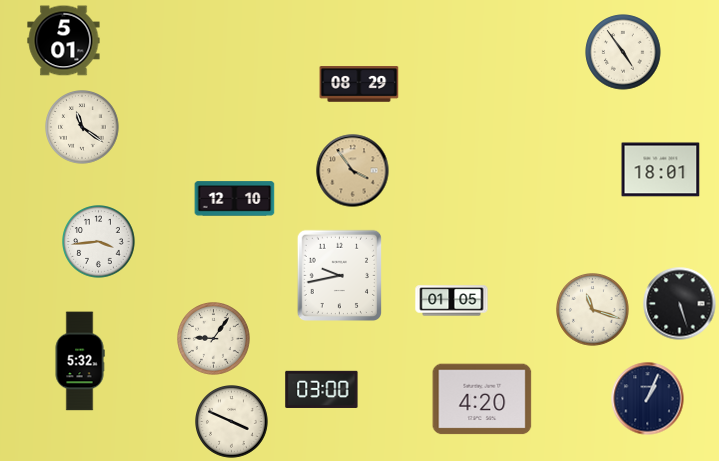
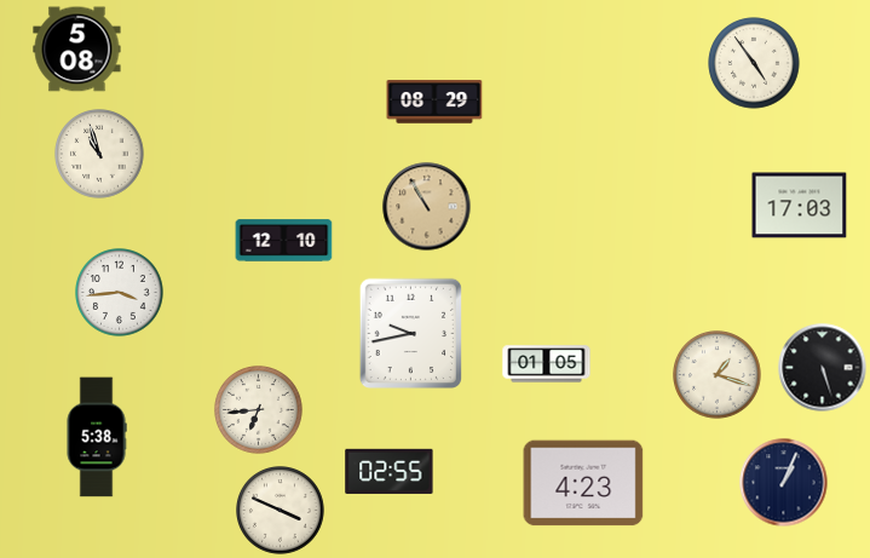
clock at (64, 41): 5:01 -> 5:08
clock at (82, 127): 11:21 -> 10:57
clock at (661, 170): 18:01 -> 17:03
clock at (353, 171): 3:54 -> 10:55
clock at (593, 310): 11:18 -> 1:18
clock at (214, 339): 9:06 -> 6:44
clock at (80, 361): 5:32 -> 5:38
clock at (322, 389): 03:00 -> 02:55
clock at (482, 399): 4:20 -> 4:23
